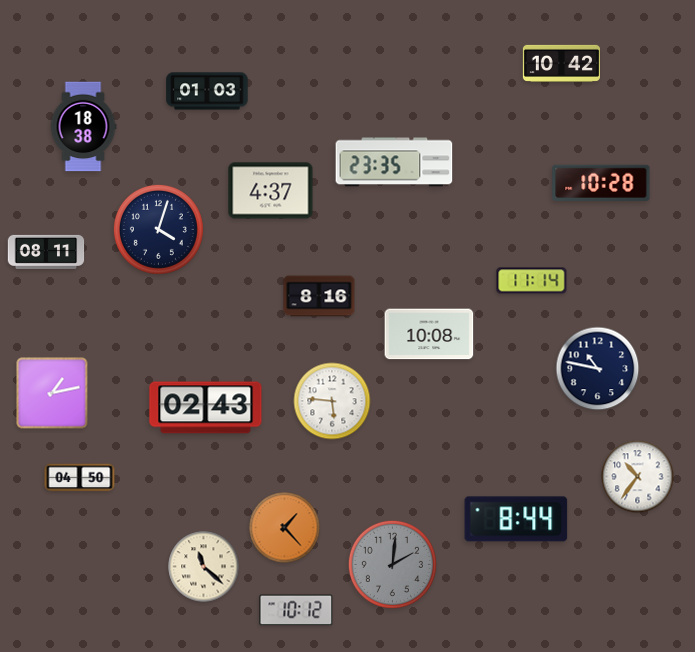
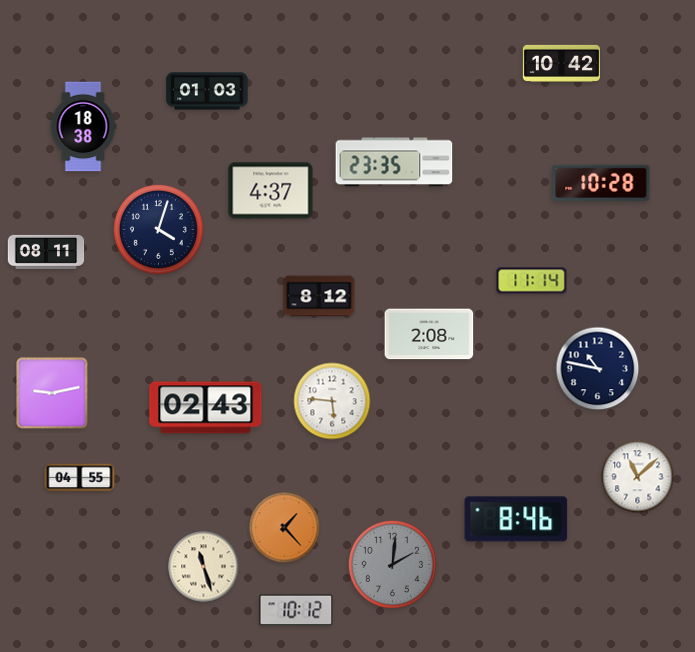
clock at (319, 296): 8:16 -> 8:12
clock at (429, 334): 10:08 -> 2:08
clock at (52, 393): 1:13 -> 9:13
clock at (638, 477): 10:36 -> 11:08
clock at (80, 478): 04:50 -> 04:55
clock at (516, 519): 8:44 -> 8:46
clock at (204, 567): 11:22 -> 11:27
